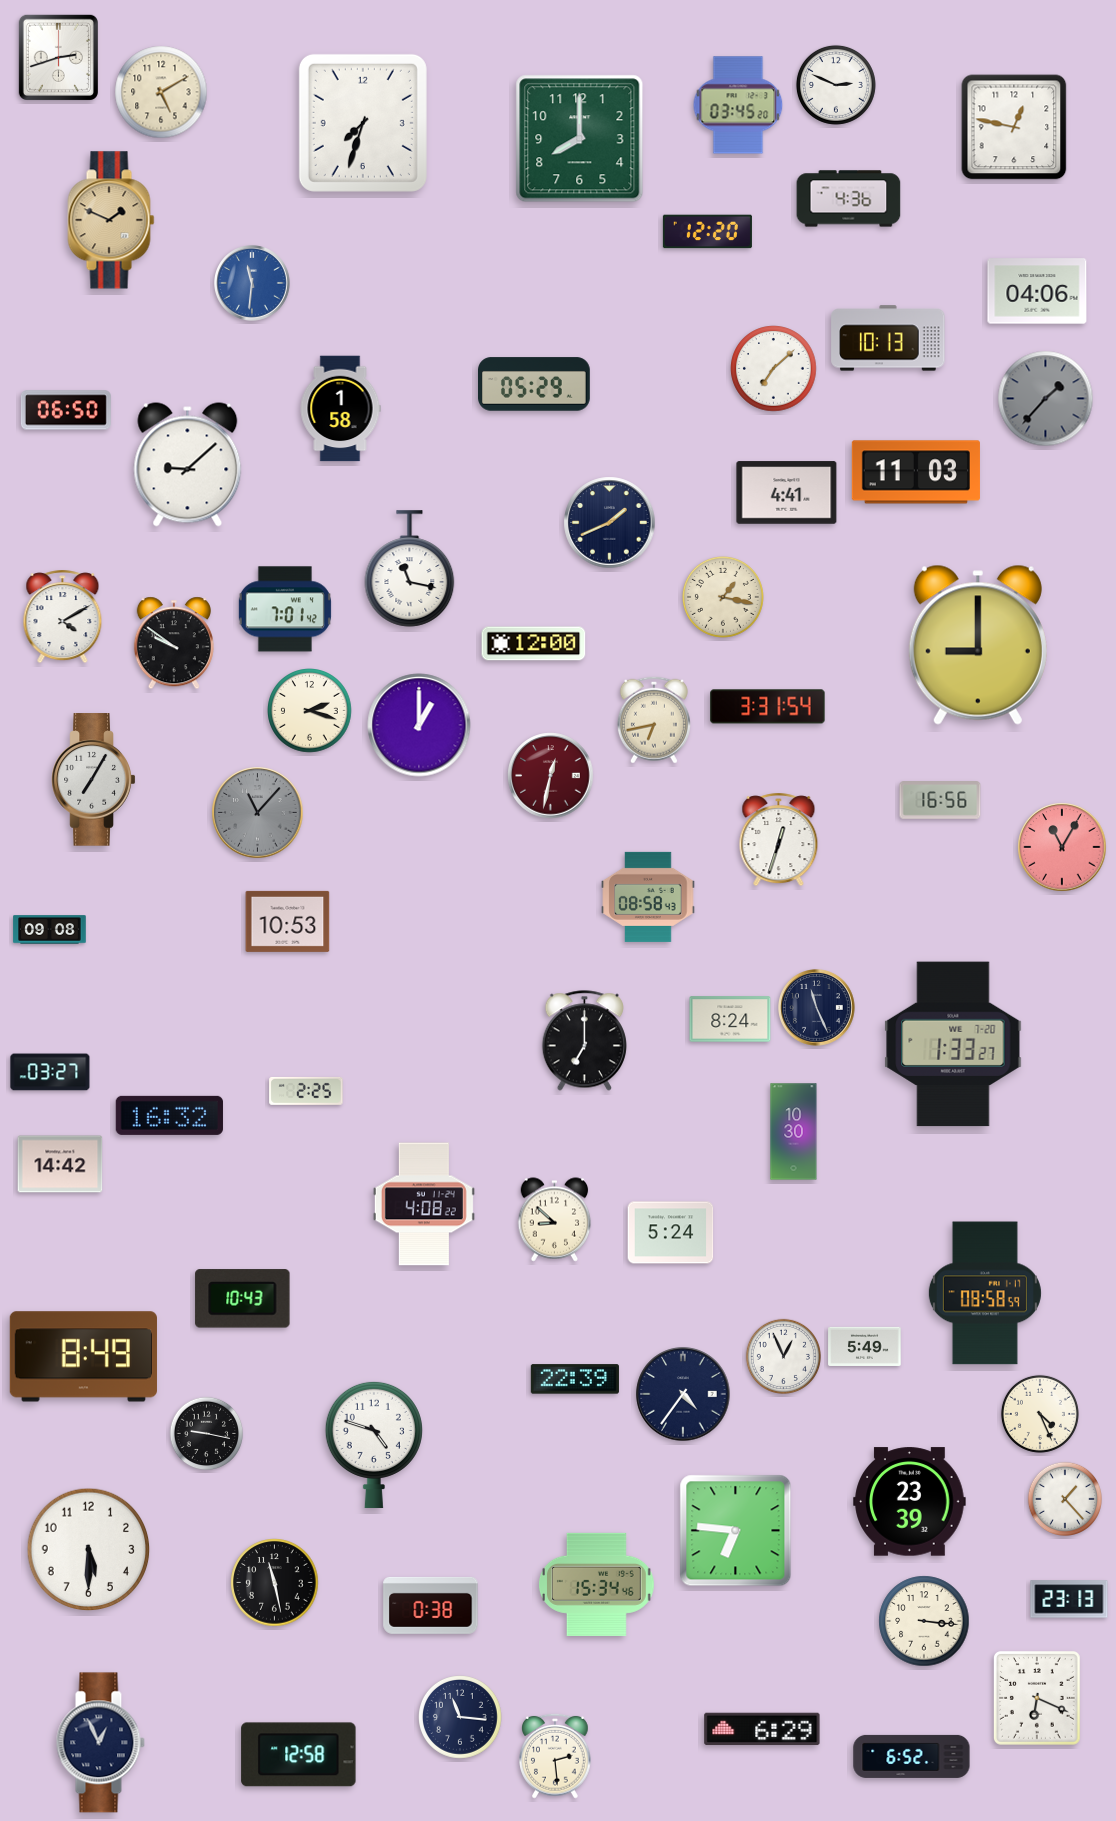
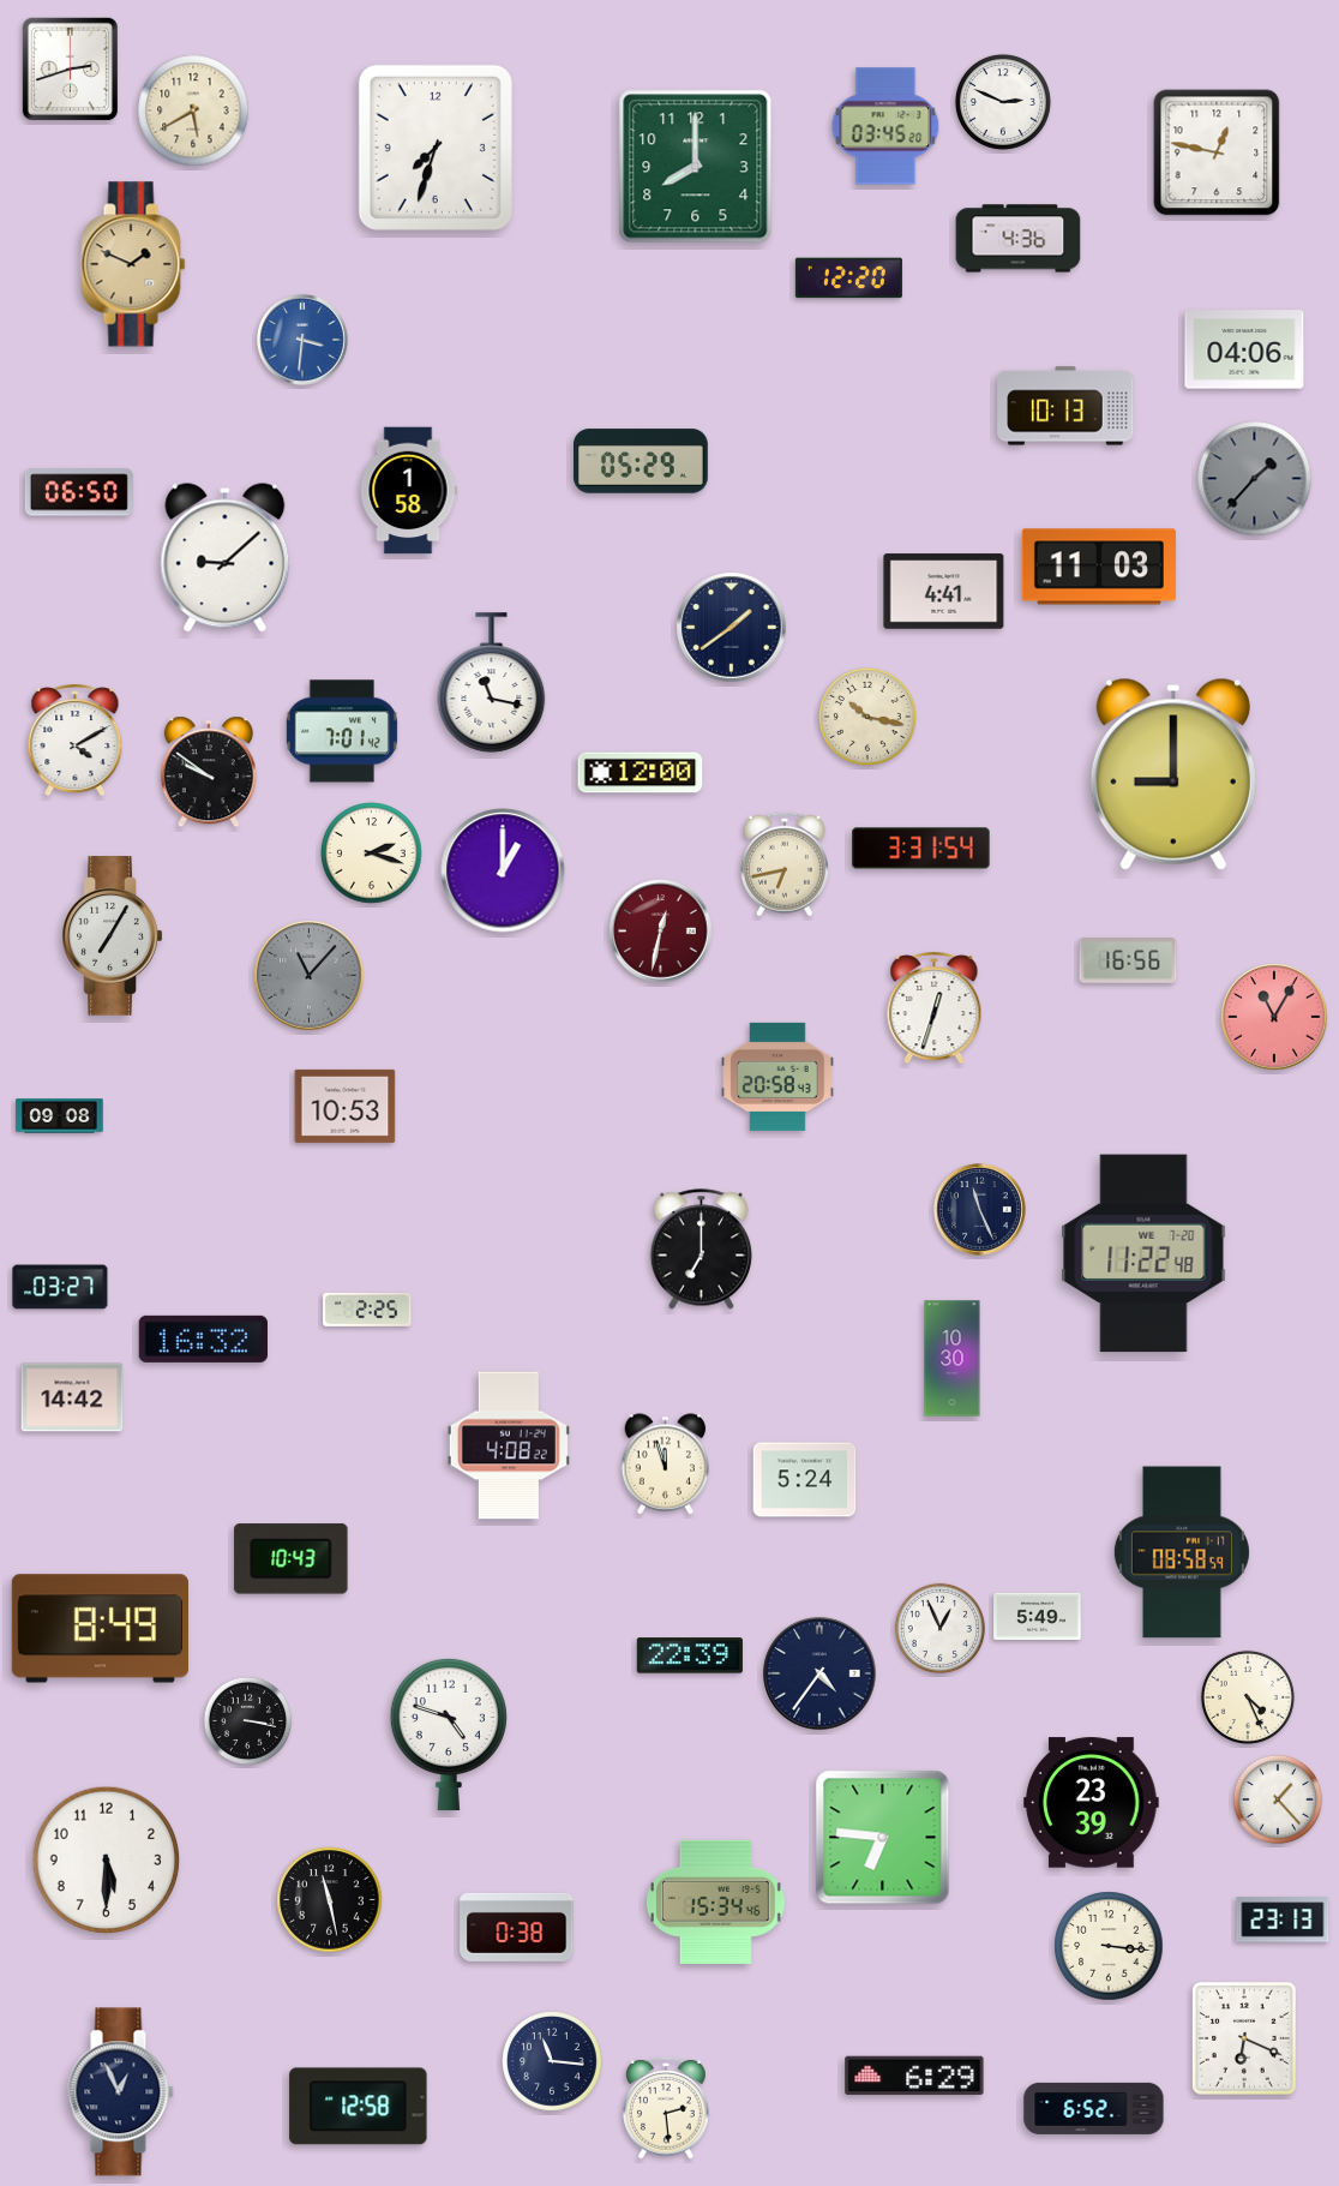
clock at (161, 92): 5:10 -> 5:40
clock at (253, 284): 11:31 -> 3:31
clock at (774, 369): 7:08 -> none
clock at (610, 523): 1:41 -> 1:39
clock at (723, 597): 1:17 -> 10:17
clock at (648, 897): 08:58 -> 20:58
clock at (730, 1019): 8:24 -> none
clock at (953, 1044): 1:33 -> 11:22
clock at (555, 1220): 8:52 -> 11:57
clock at (207, 1434): 9:17 -> 3:17
